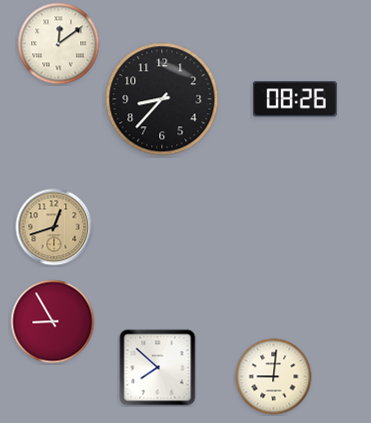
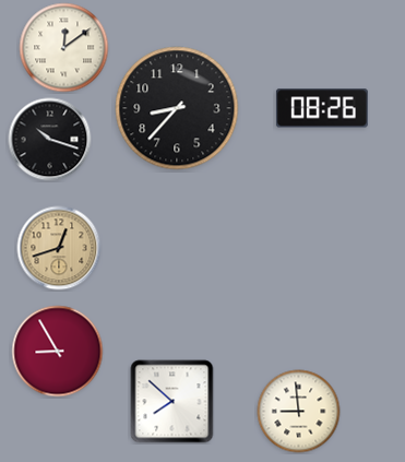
clock at (50, 140): none -> 10:18
clock at (274, 377): 9:01 -> 8:59
